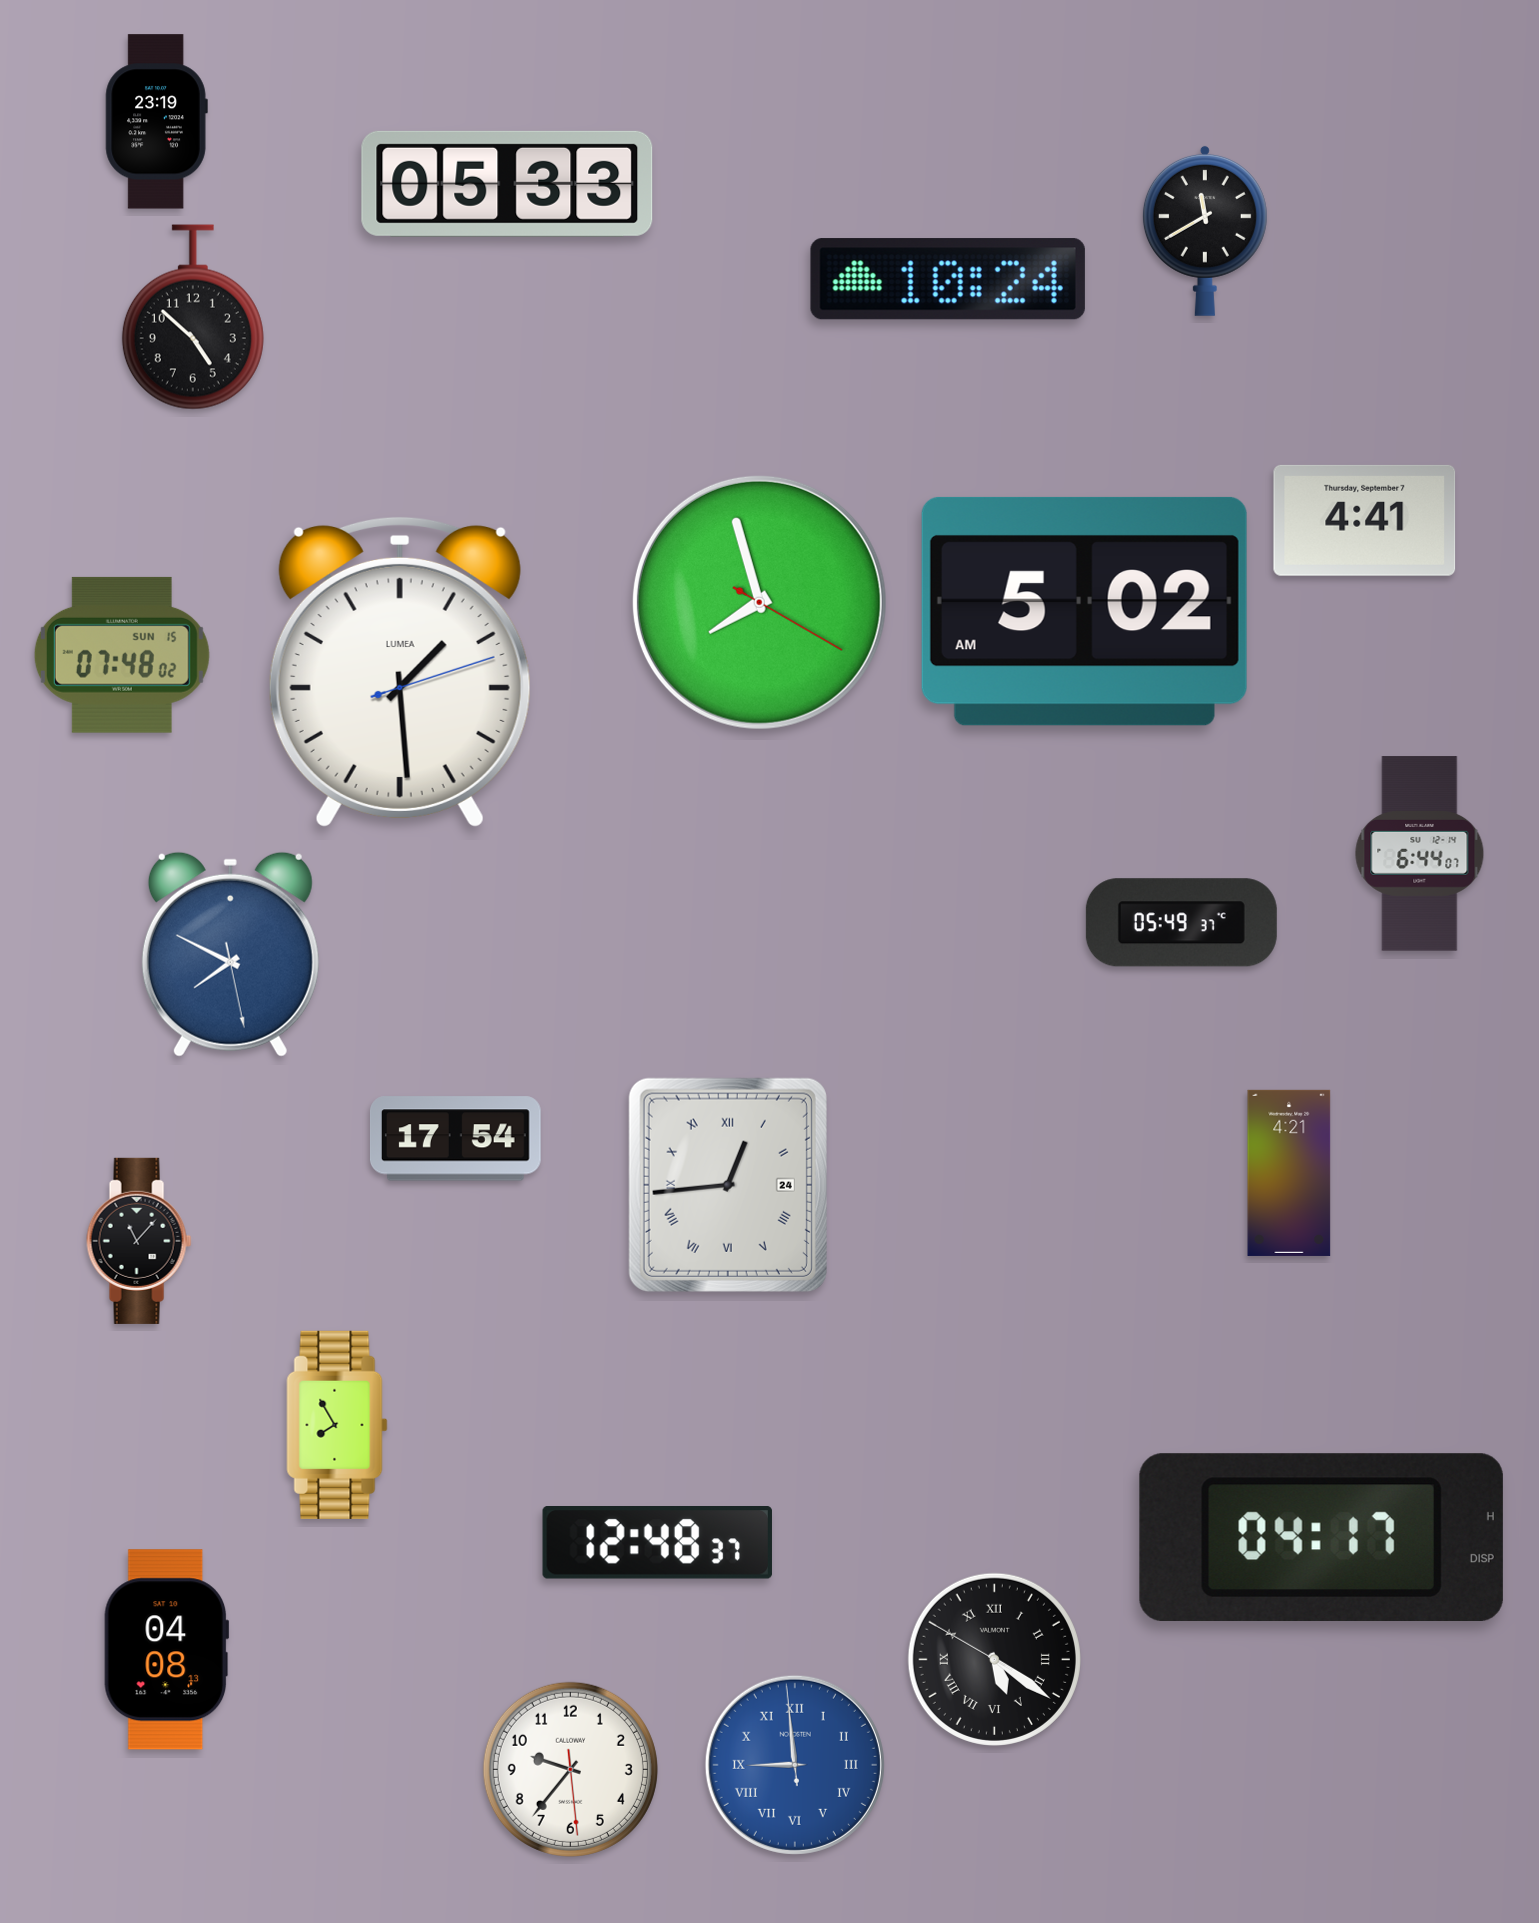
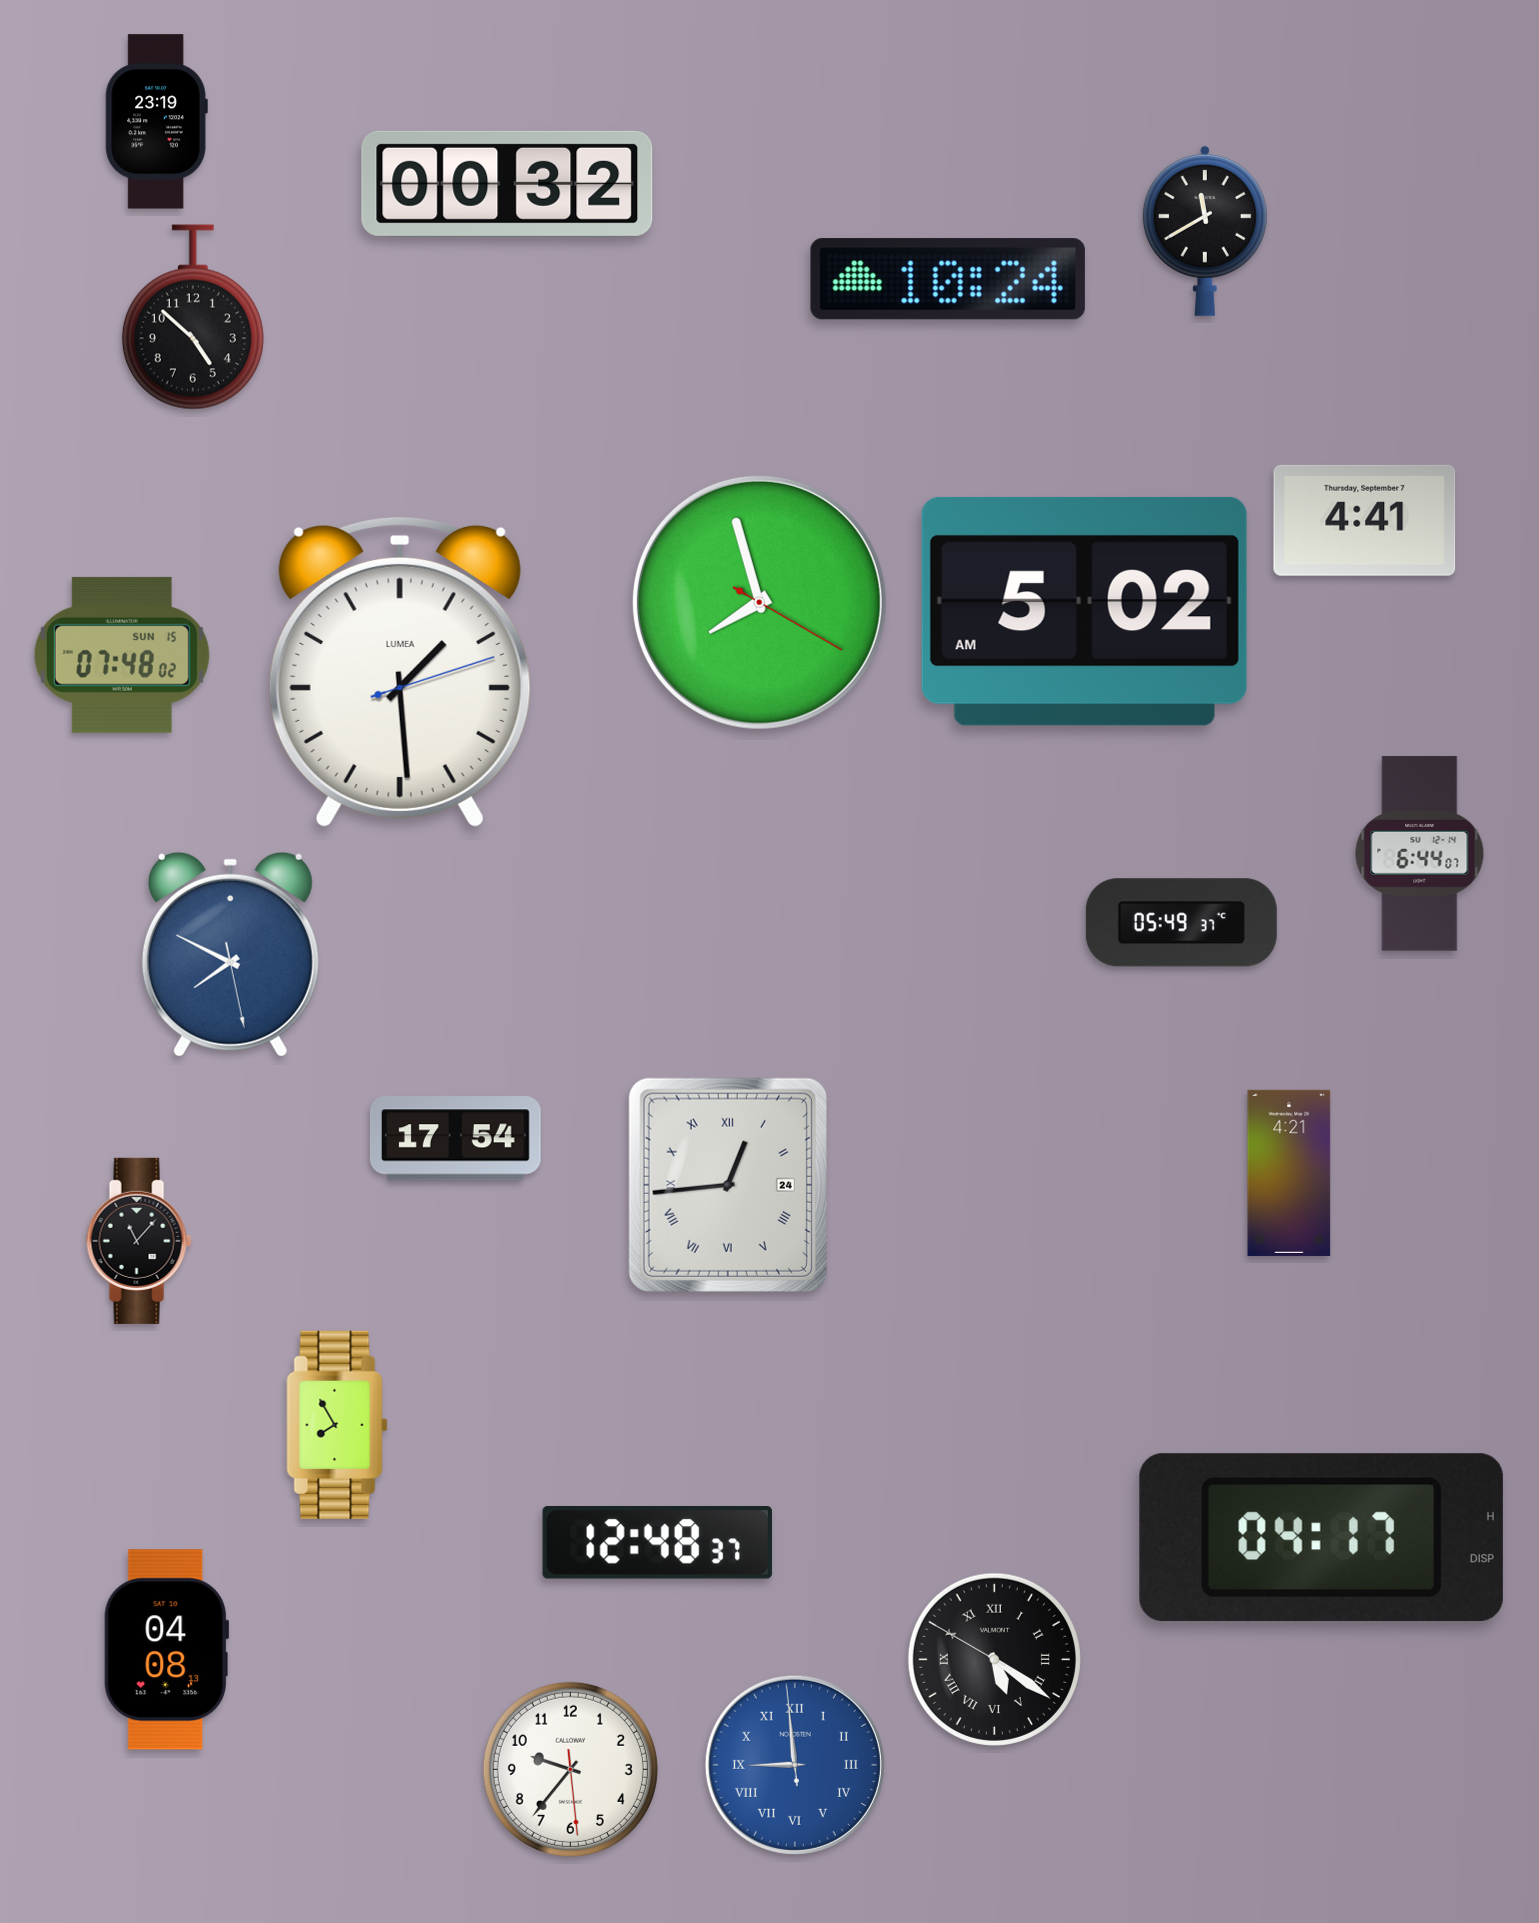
clock at (507, 184): 05:33 -> 00:32
